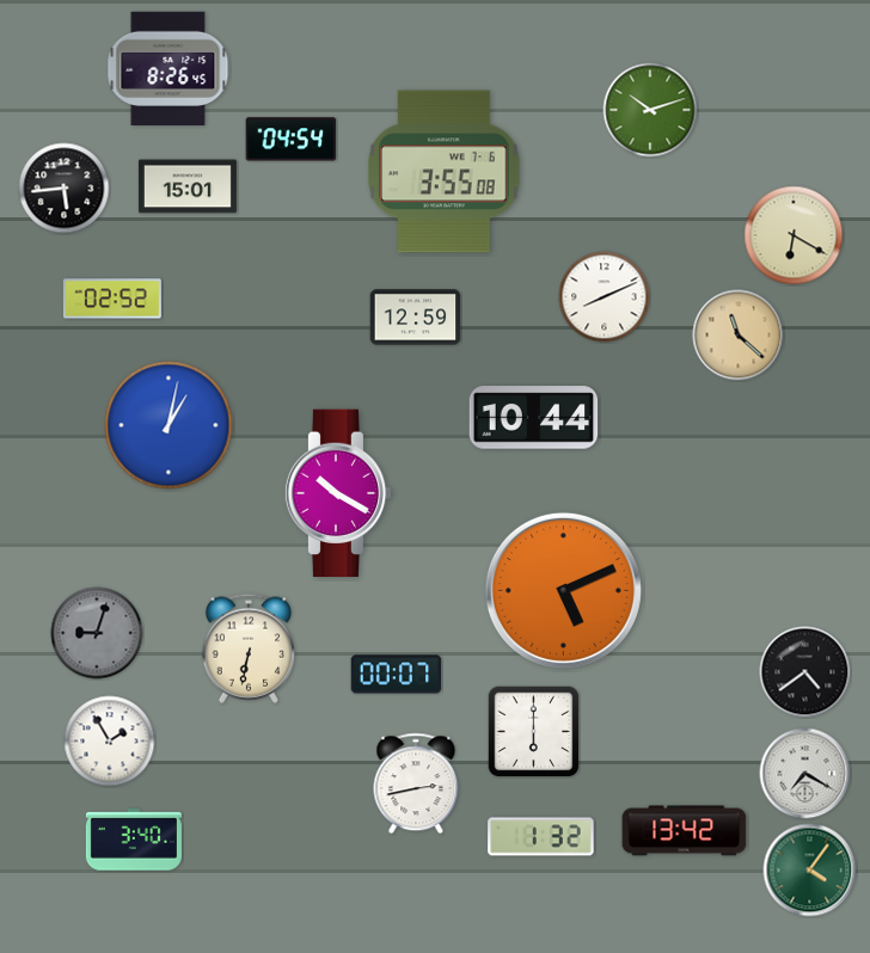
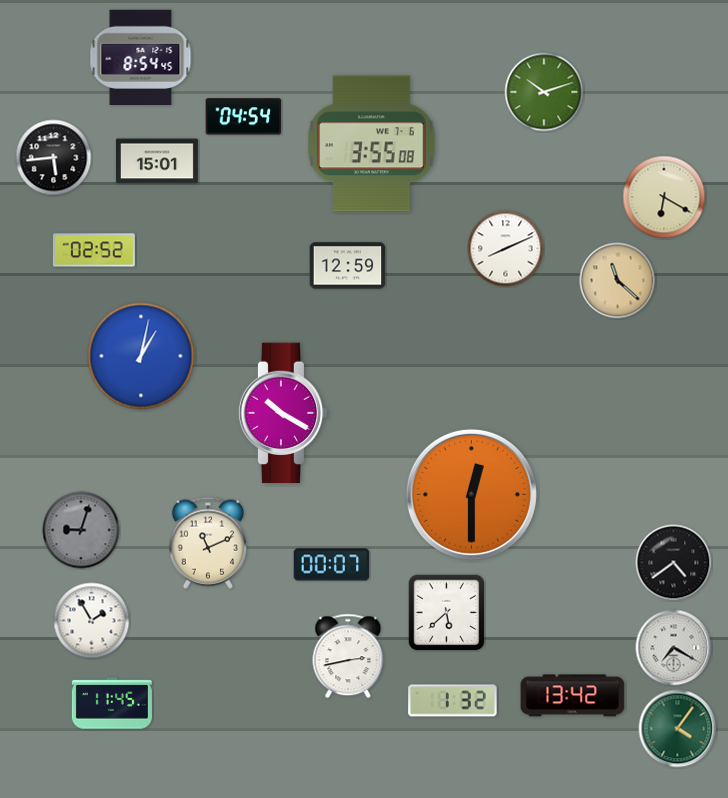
clock at (169, 69): 8:26 -> 8:54
clock at (188, 186) position: (188, 186) -> (157, 161)
clock at (534, 418): 10:44 -> none
clock at (563, 590): 5:11 -> 12:30
clock at (249, 648): 6:32 -> 11:11
clock at (533, 731): 6:00 -> 5:38
clock at (134, 840): 3:40 -> 11:45
